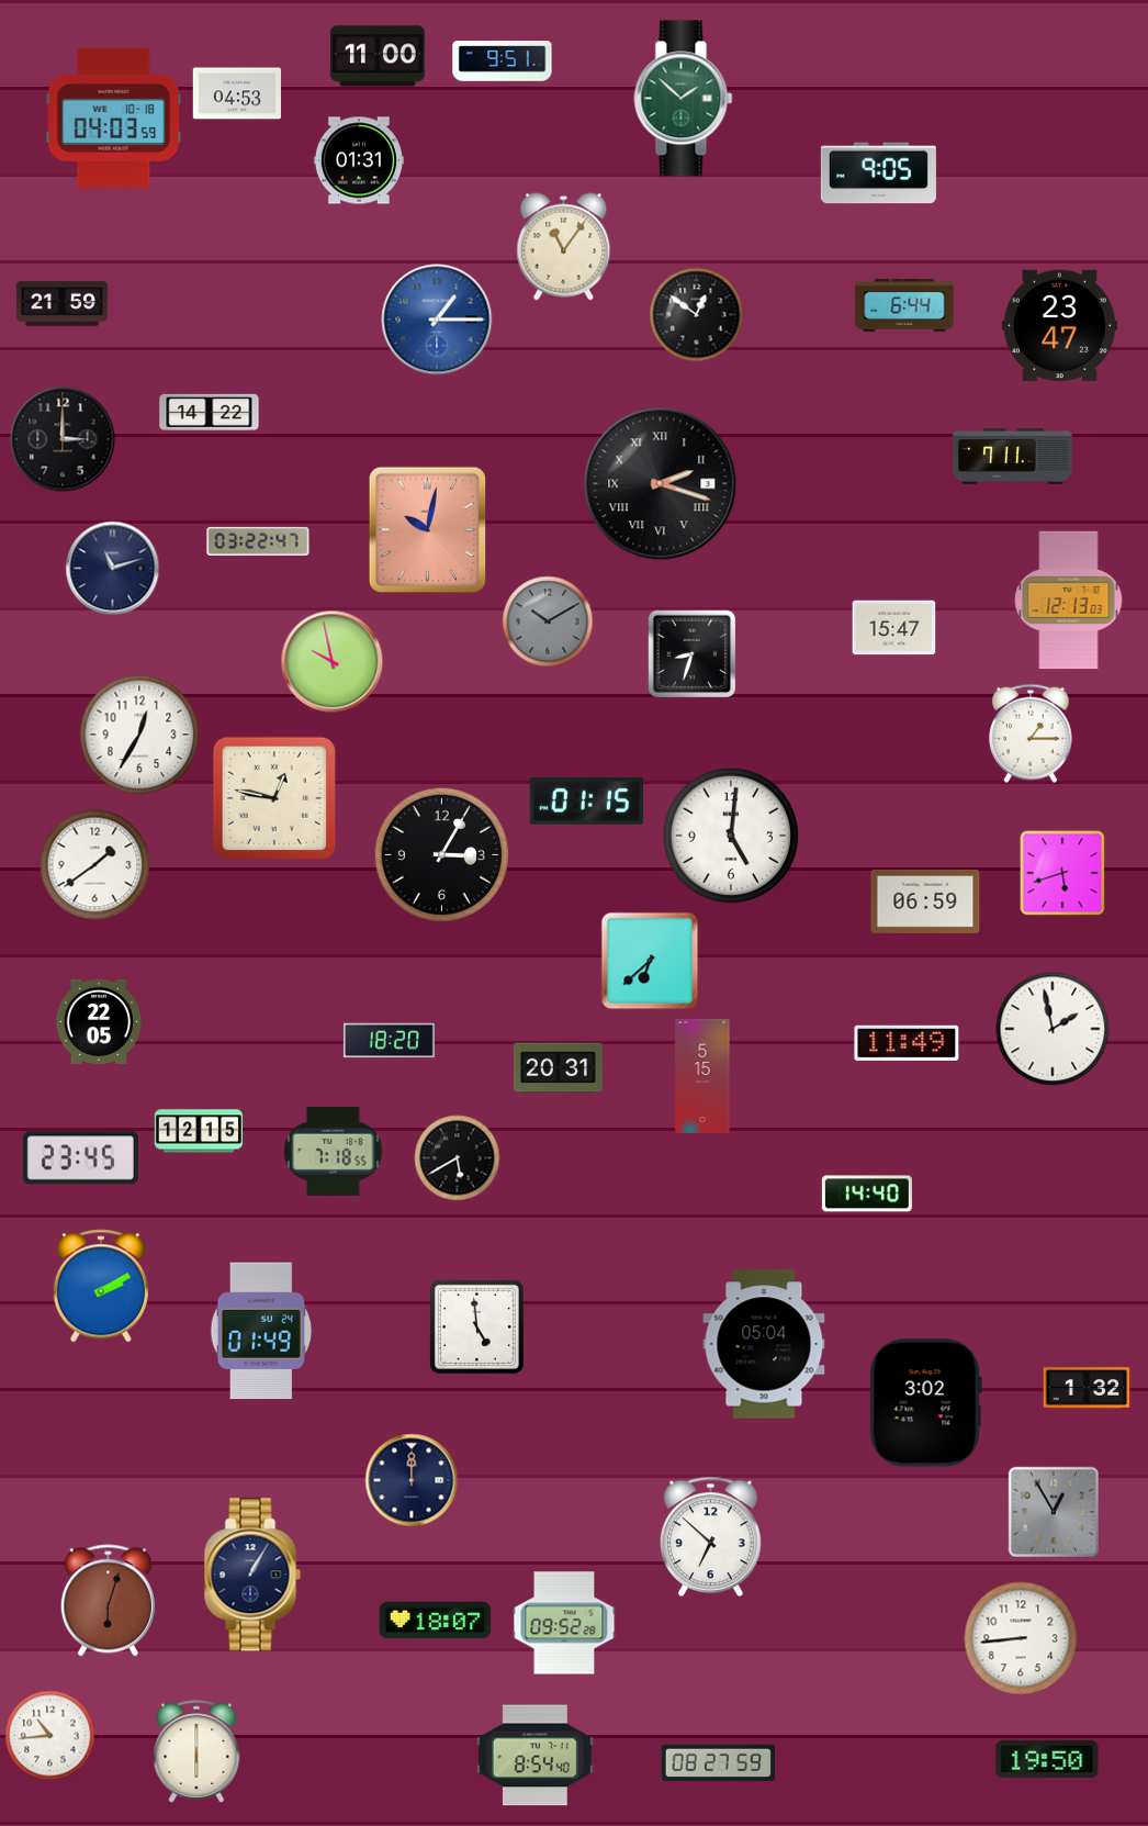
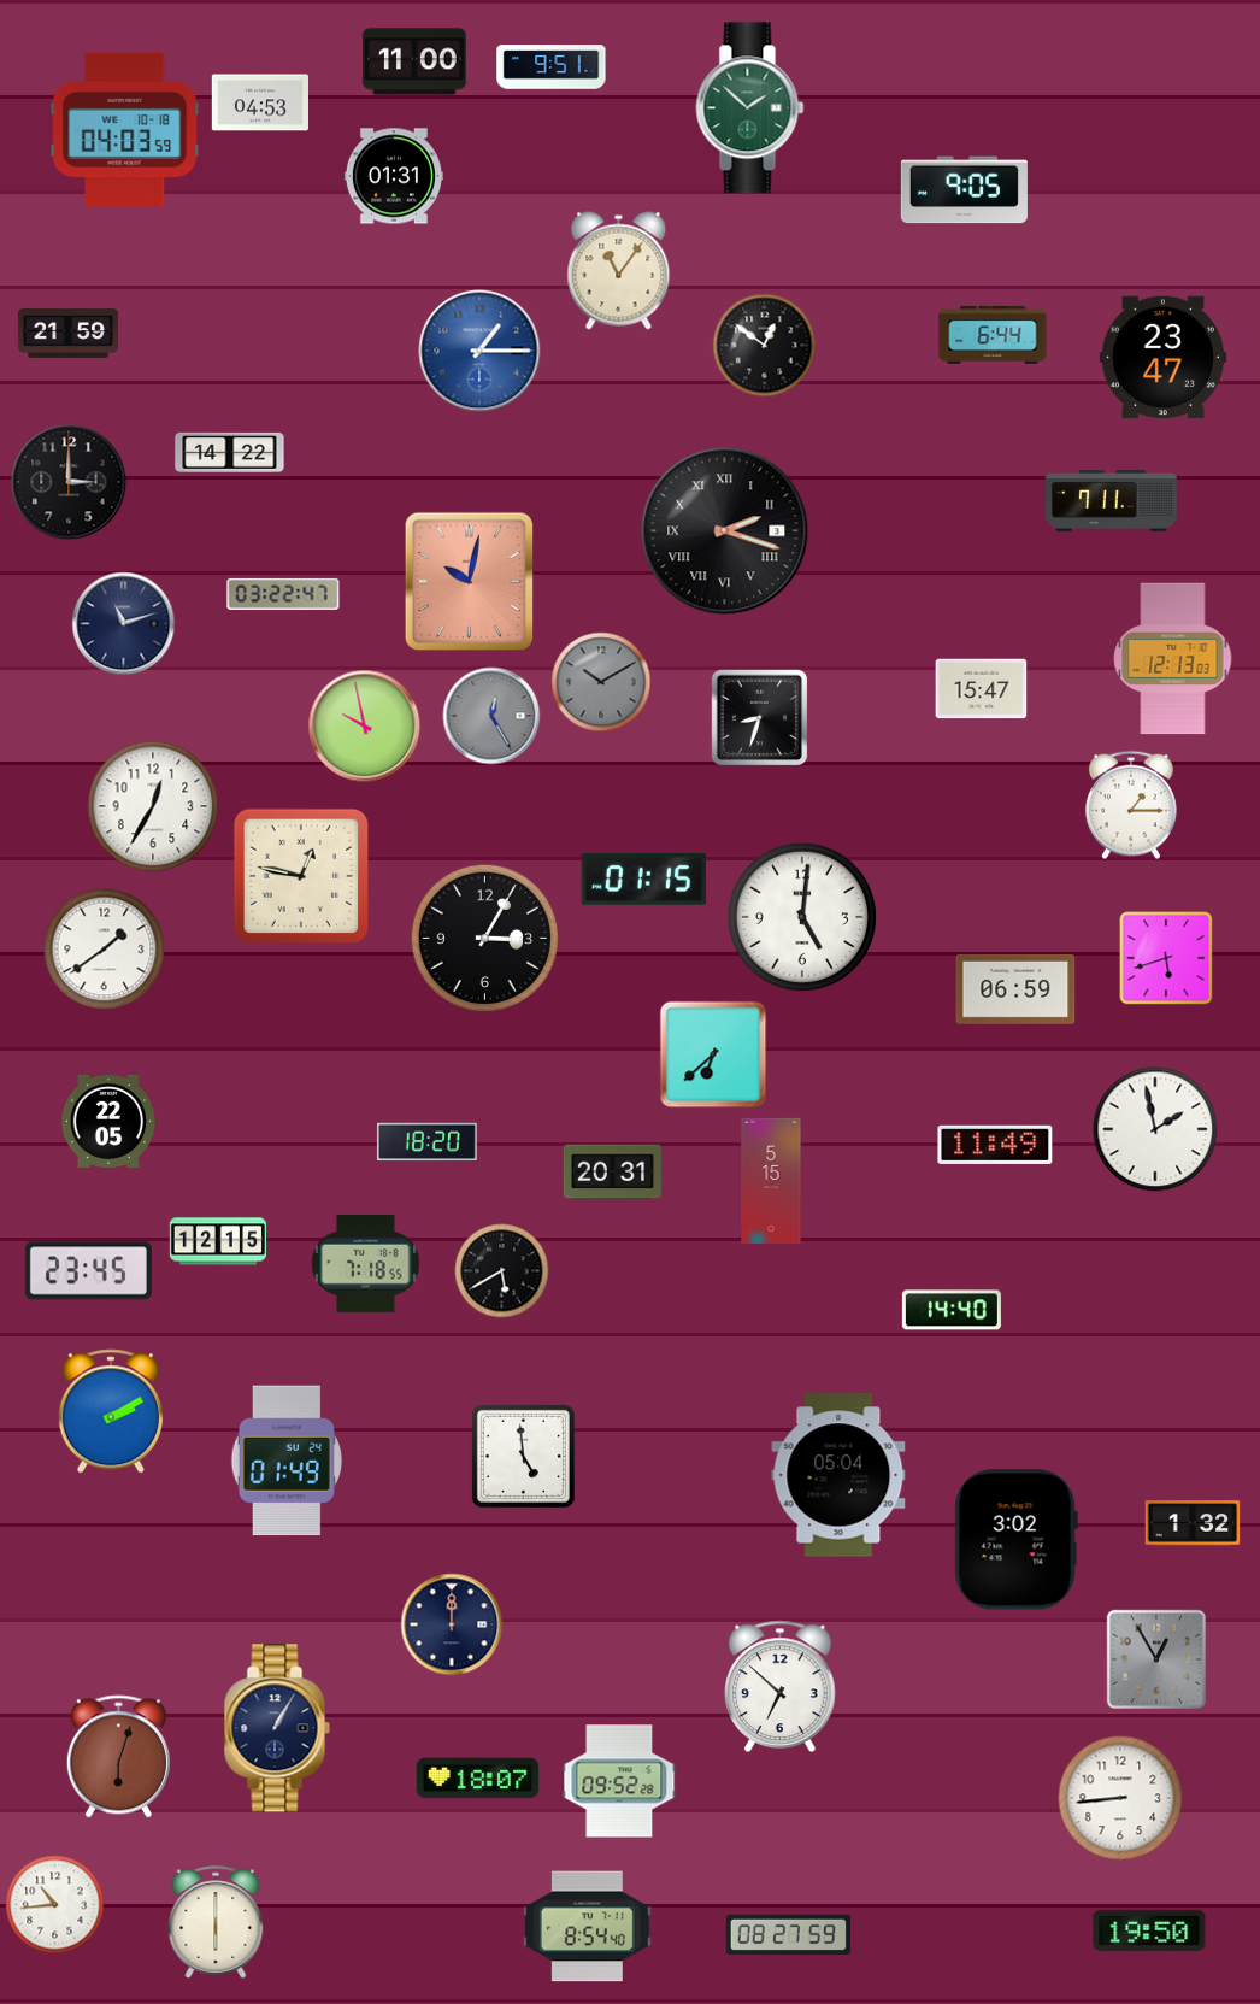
clock at (491, 716): none -> 12:25
